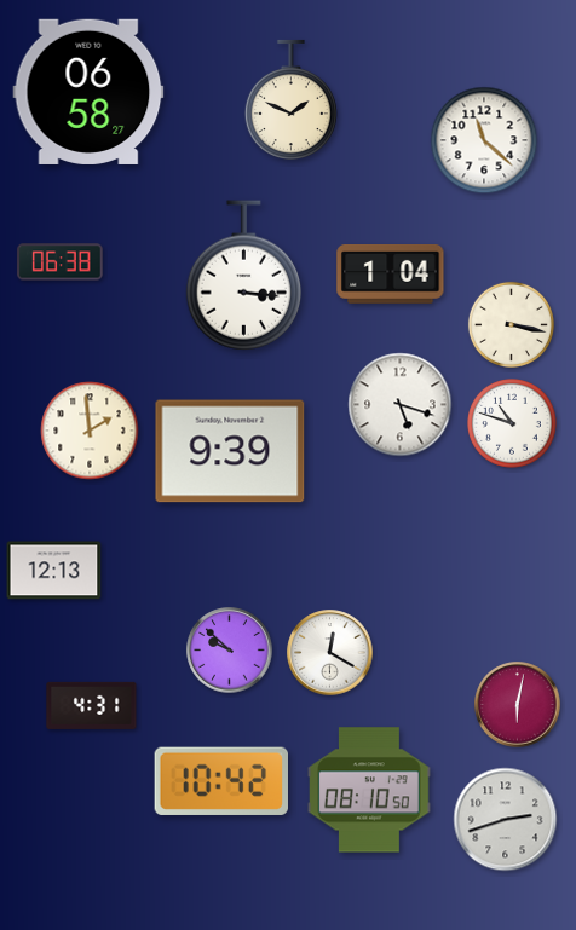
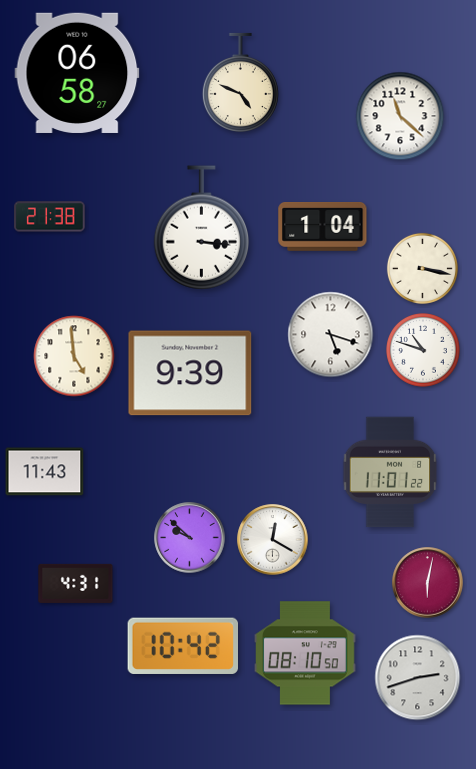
clock at (88, 92) position: (88, 92) -> (77, 73)
clock at (290, 99): 1:49 -> 4:49
clock at (61, 262): 06:38 -> 21:38
clock at (90, 431): 1:59 -> 4:59
clock at (54, 571): 12:13 -> 11:43
clock at (390, 472): none -> 11:01
